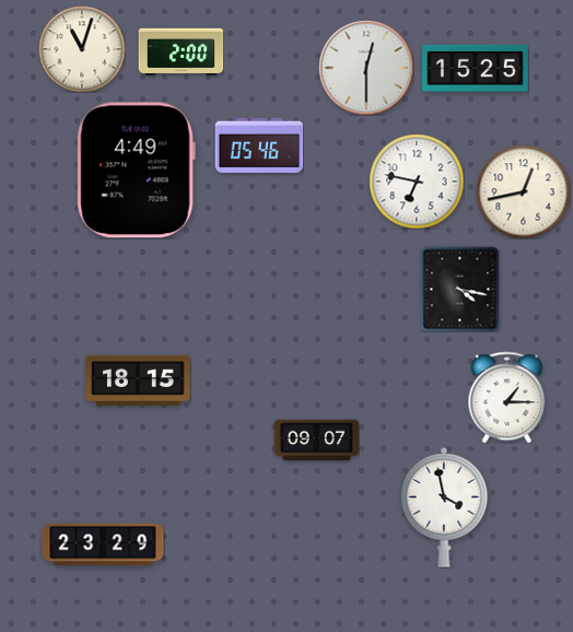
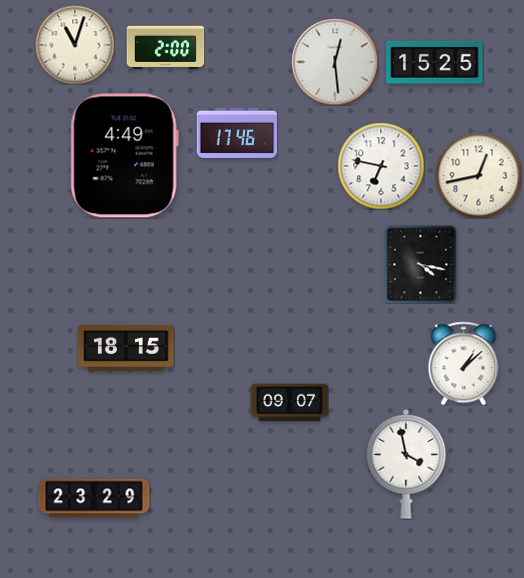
clock at (366, 68): 12:30 -> 12:29
clock at (259, 145): 05:46 -> 17:46
clock at (507, 397): 1:15 -> 1:08
